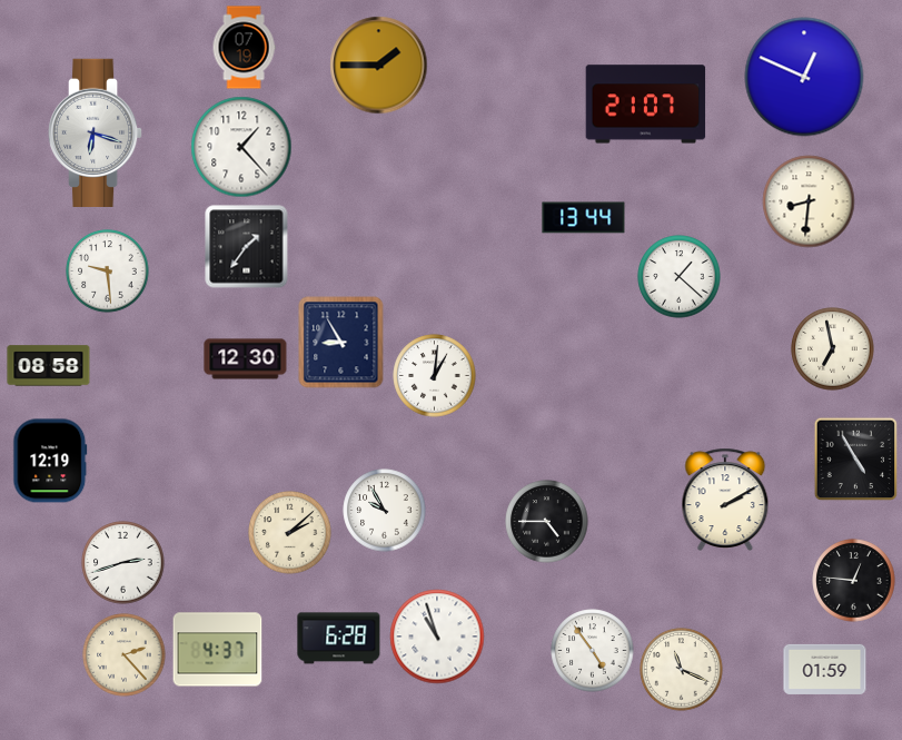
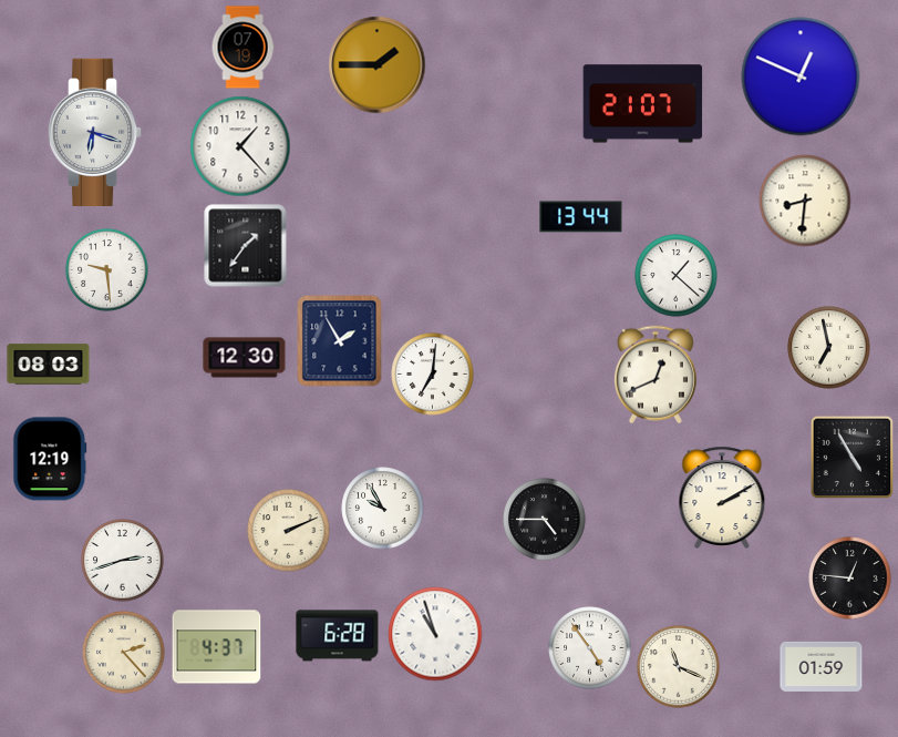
clock at (341, 343): 8:55 -> 1:55
clock at (49, 366): 08:58 -> 08:03
clock at (435, 376): 1:01 -> 7:01
clock at (656, 375): none -> 12:41
clock at (290, 533): 2:08 -> 2:11
